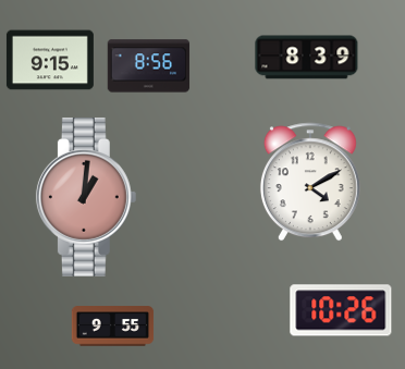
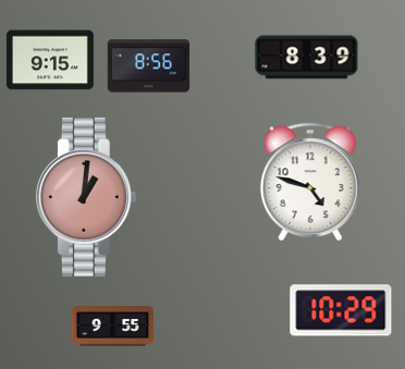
clock at (310, 182): 4:10 -> 4:48
clock at (341, 310): 10:26 -> 10:29
